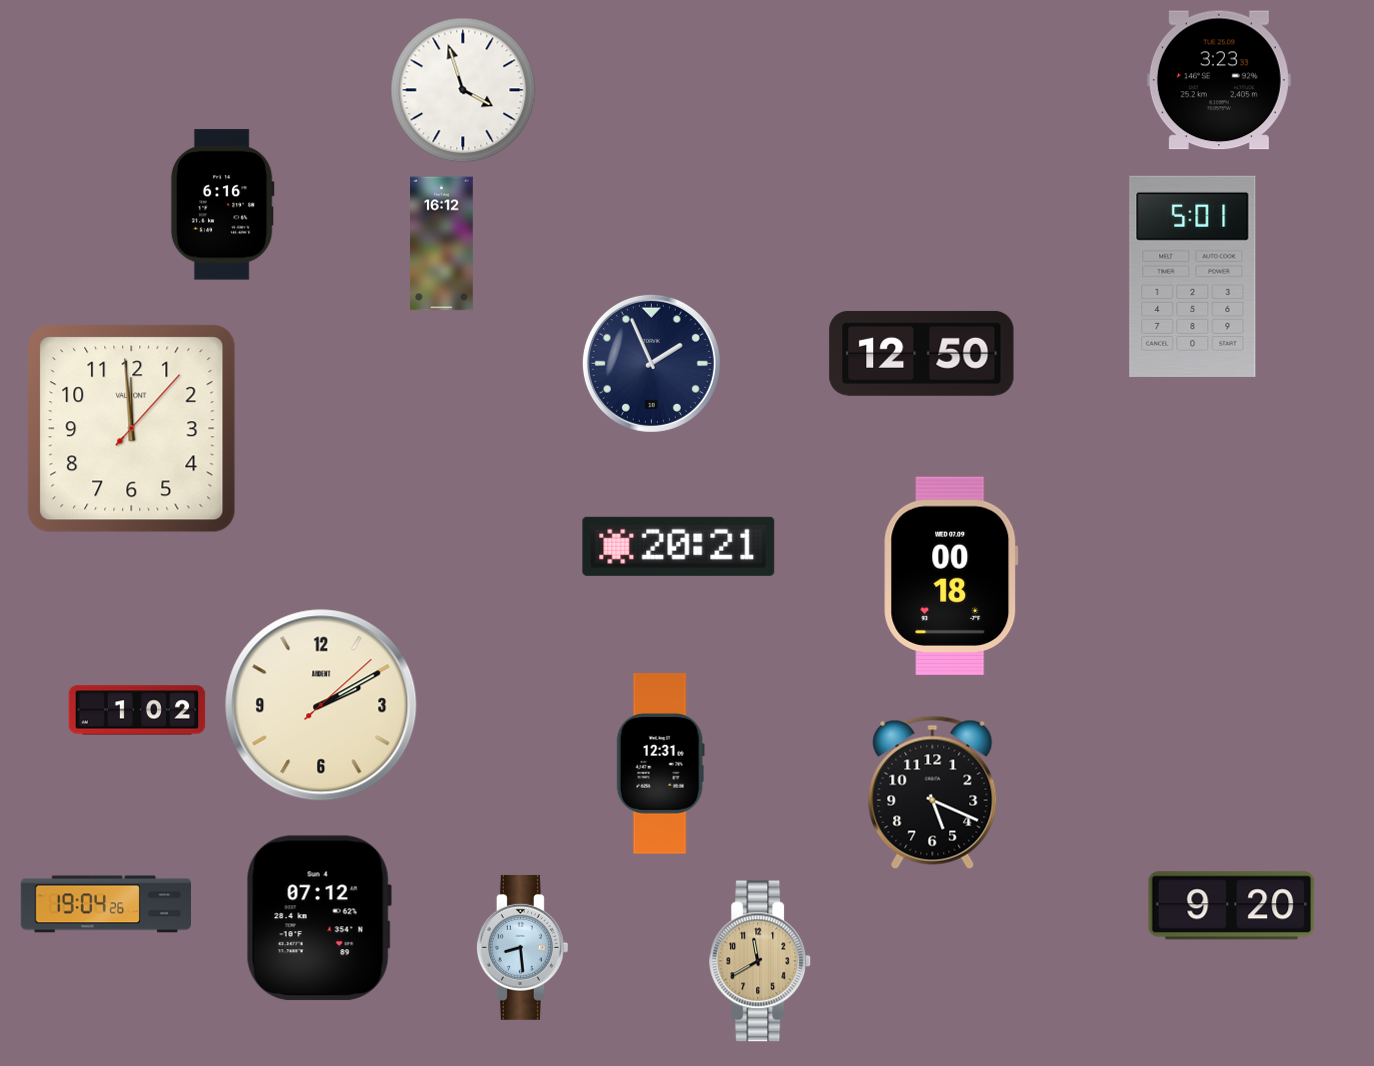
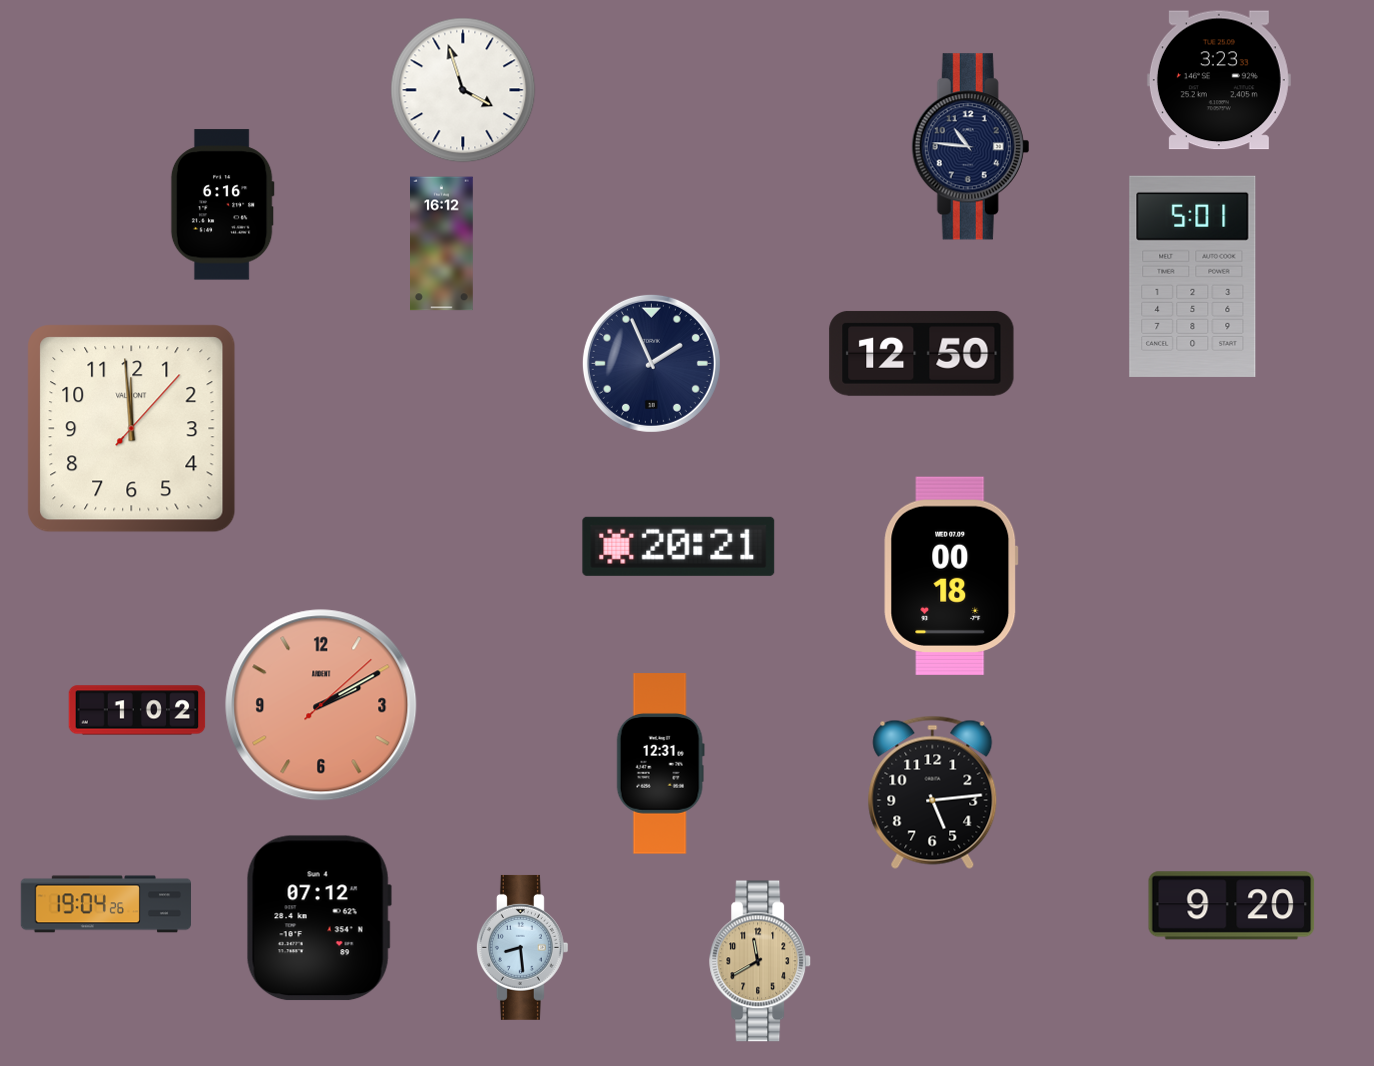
clock at (971, 147): none -> 10:46
clock at (321, 705) dial: cream -> salmon
clock at (933, 792): 5:19 -> 5:14
